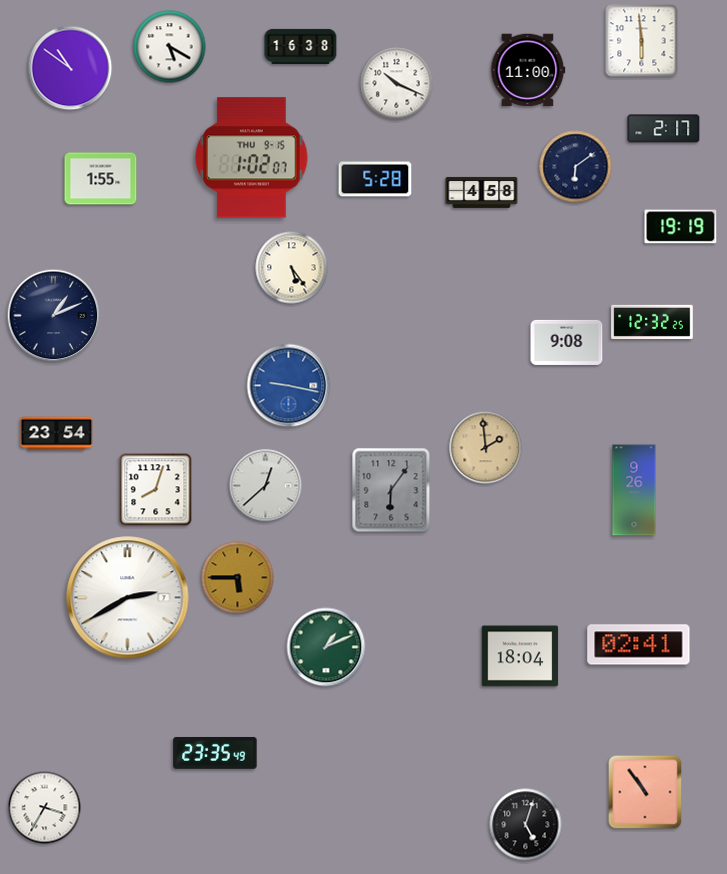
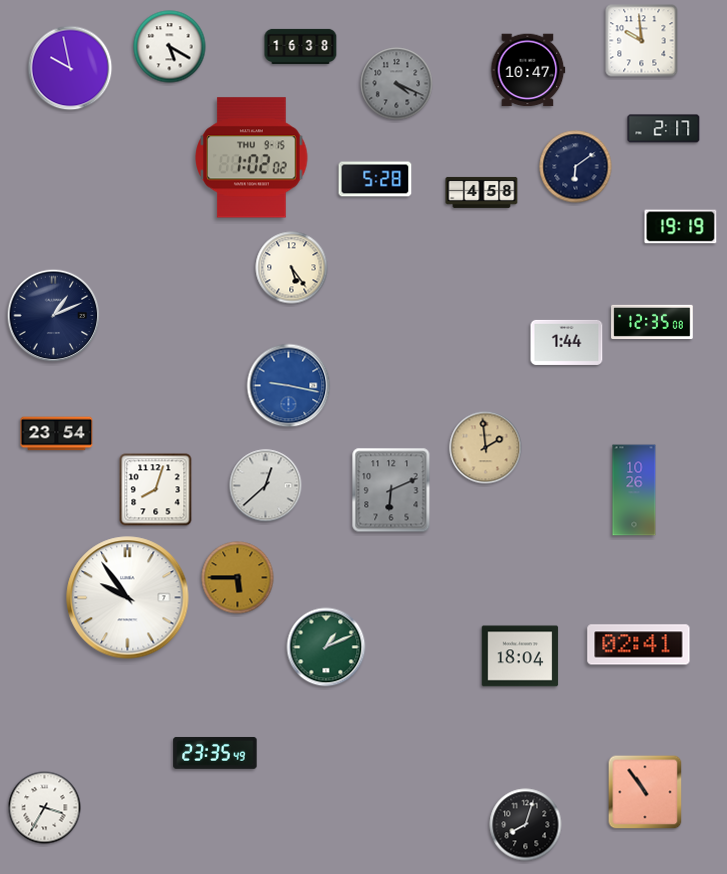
clock at (642, 41): 5:59 -> 9:59
clock at (70, 68): 10:51 -> 9:58
clock at (528, 70): 11:00 -> 10:47
clock at (397, 84): 10:19 -> 4:19
clock at (397, 84) dial: white -> grey
clock at (252, 158): 1:02:07 -> 1:02:02
clock at (101, 179): 1:55 -> none
clock at (652, 321): 12:32 -> 12:35
clock at (567, 342): 9:08 -> 1:44
clock at (391, 490): 6:06 -> 6:11
clock at (634, 490): 9:26 -> 10:26
clock at (128, 598): 2:40 -> 9:54
clock at (526, 825): 5:03 -> 8:03
